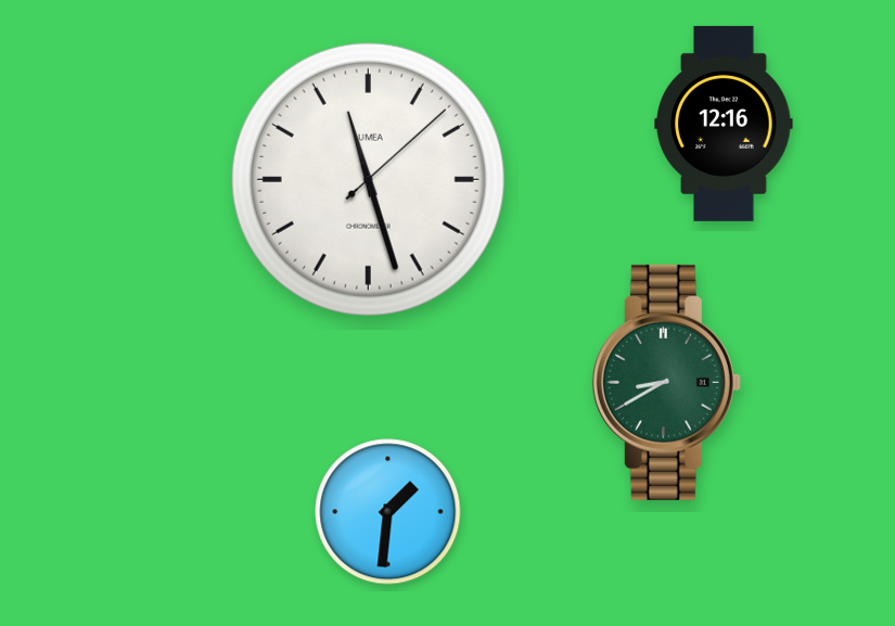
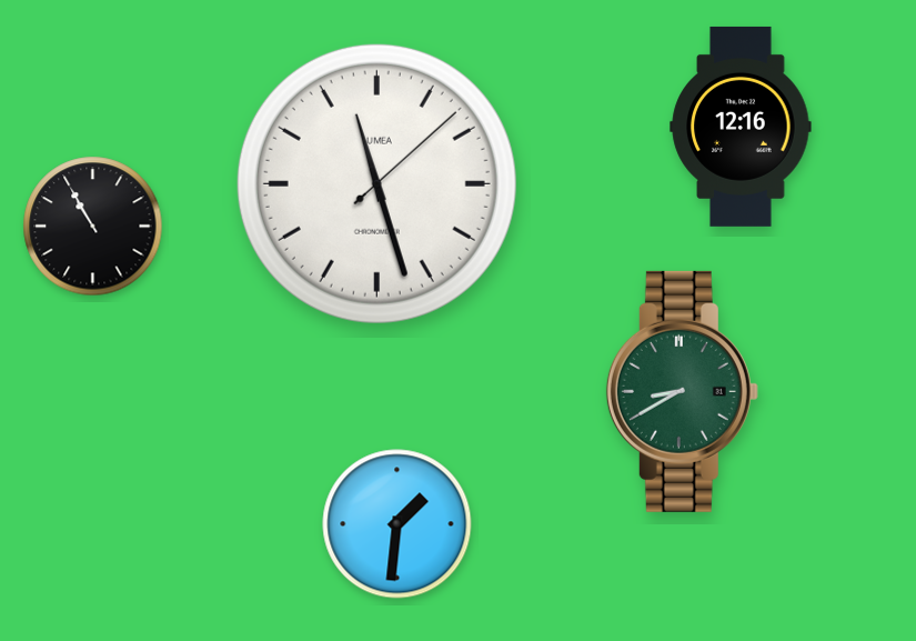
clock at (93, 227): none -> 10:55
